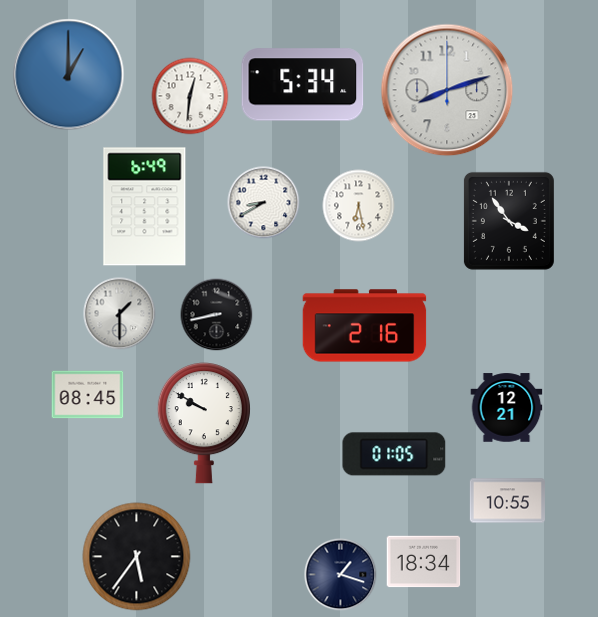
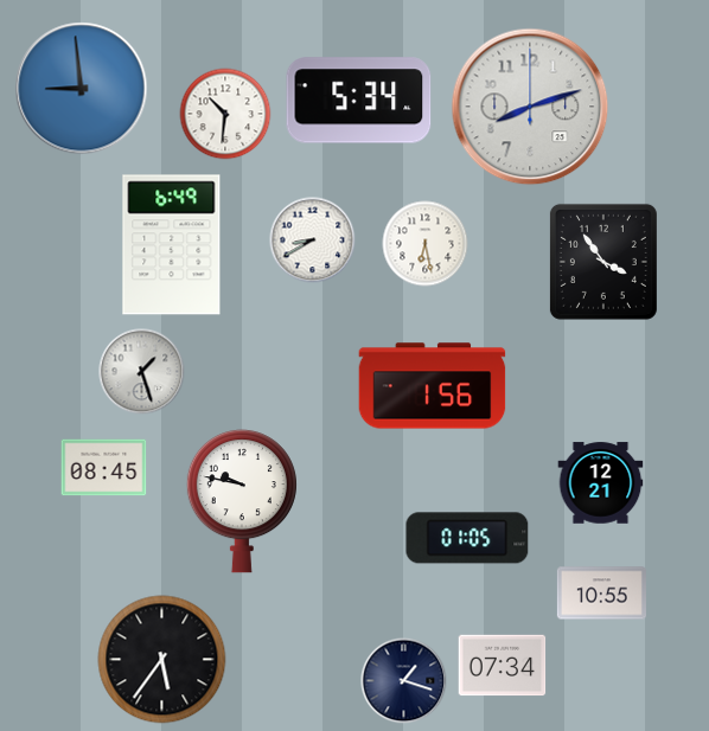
clock at (69, 75): 1:00 -> 8:59
clock at (190, 96): 12:31 -> 10:31
clock at (120, 314): 1:30 -> 1:27
clock at (217, 315): 8:43 -> none
clock at (365, 326): 2:16 -> 1:56
clock at (204, 423): 9:50 -> 9:47
clock at (424, 562): 18:34 -> 07:34
